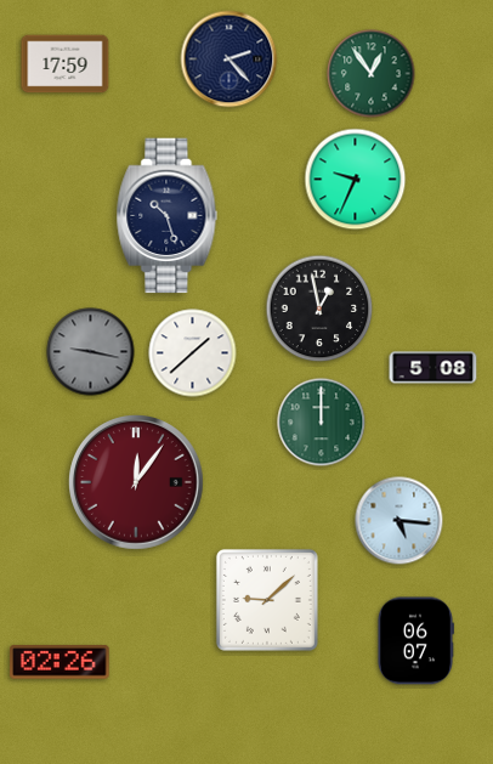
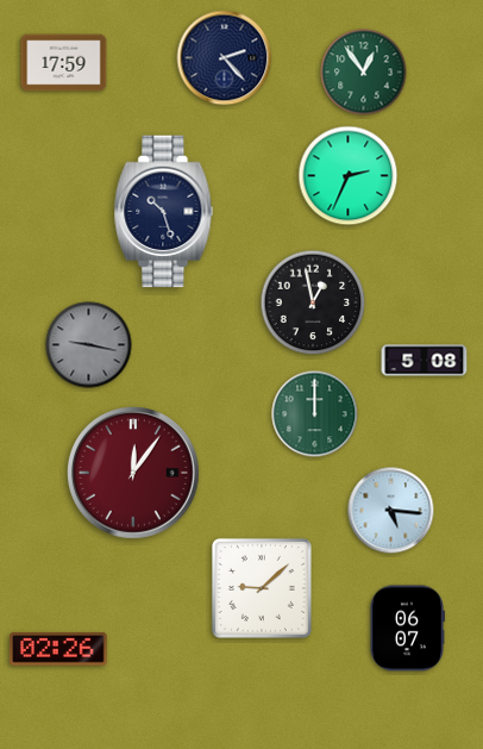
clock at (356, 180): 9:34 -> 2:34
clock at (193, 353): 1:38 -> none
